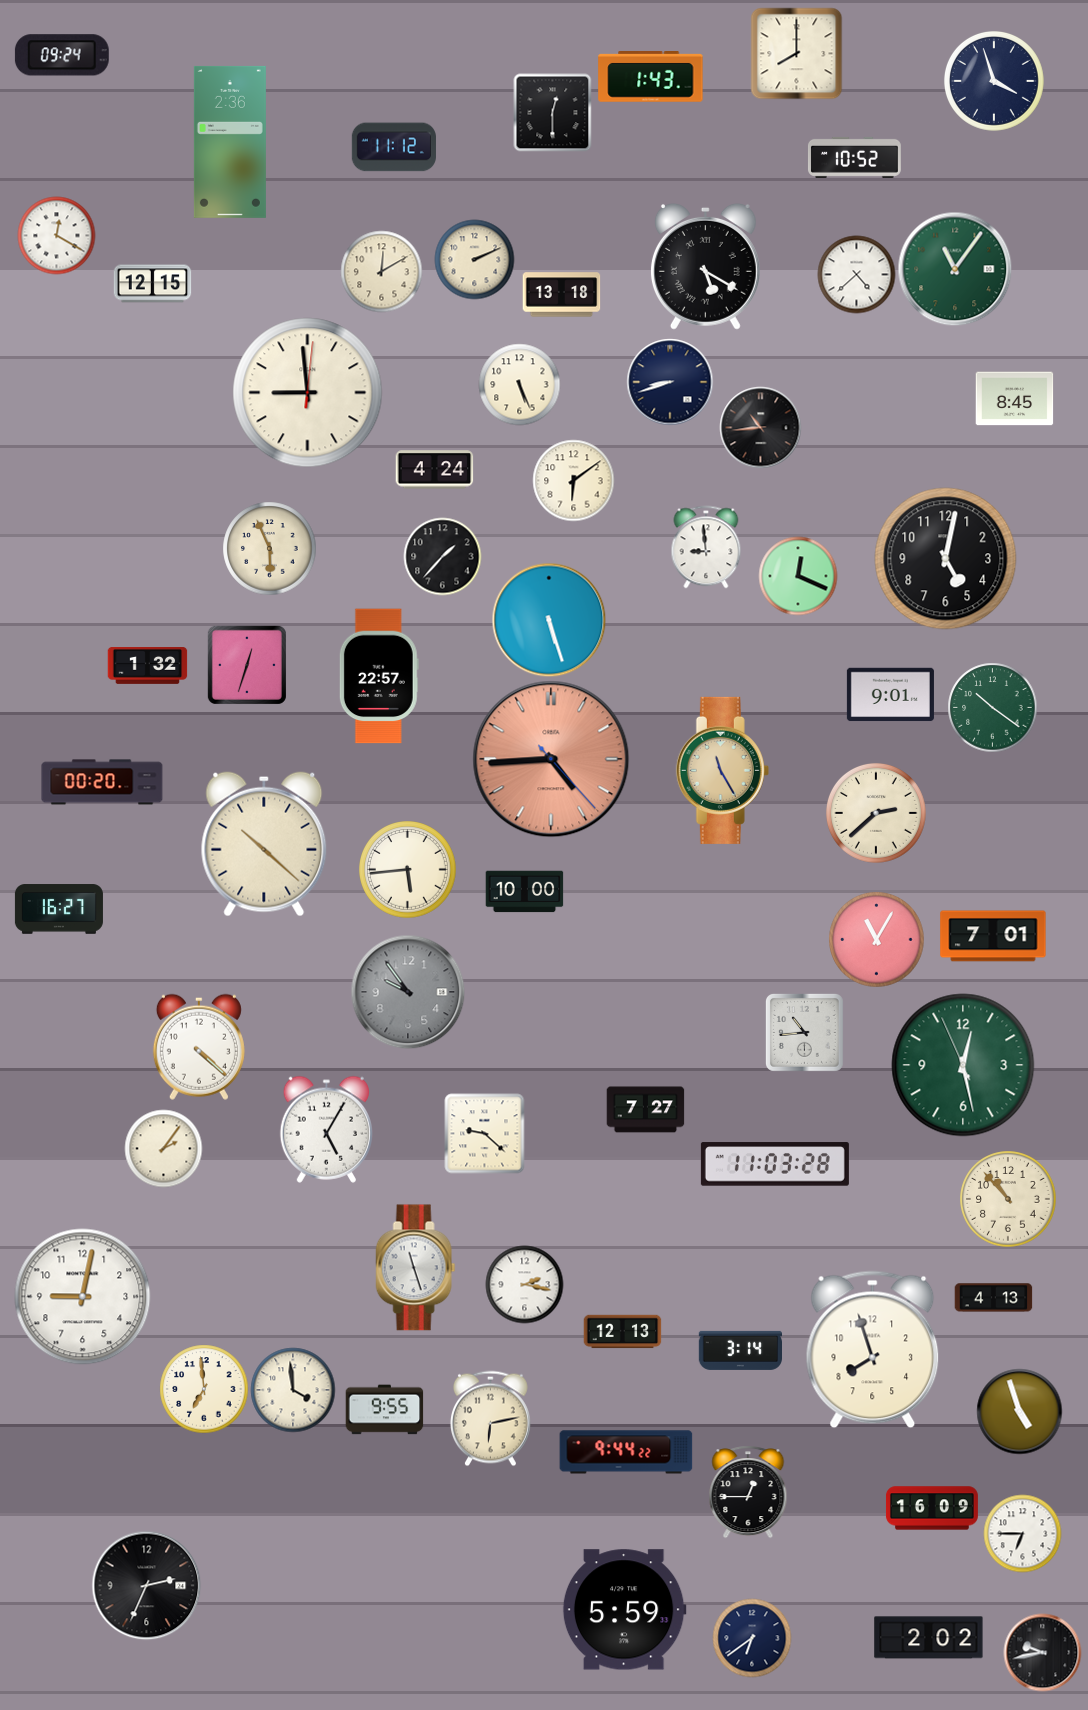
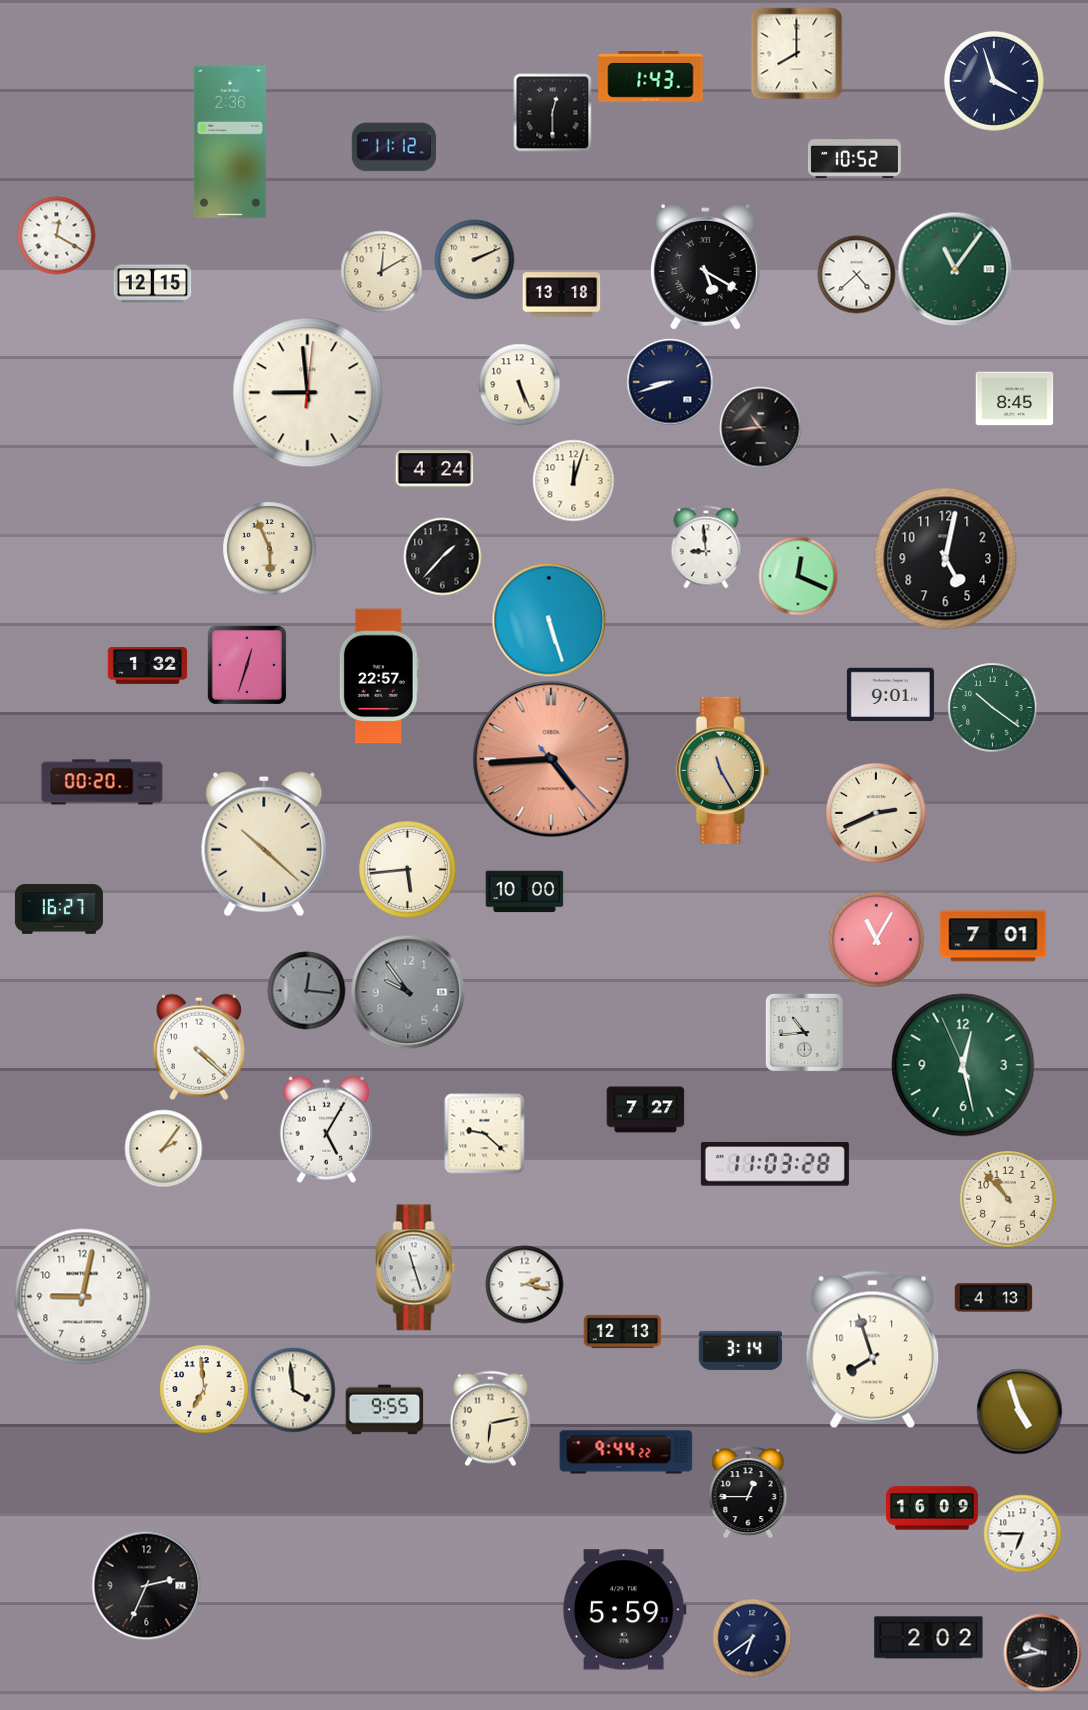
clock at (62, 55): 09:24 -> none
clock at (573, 480): 6:09 -> 12:03
clock at (876, 813): 2:38 -> 2:41
clock at (306, 990): none -> 12:16
